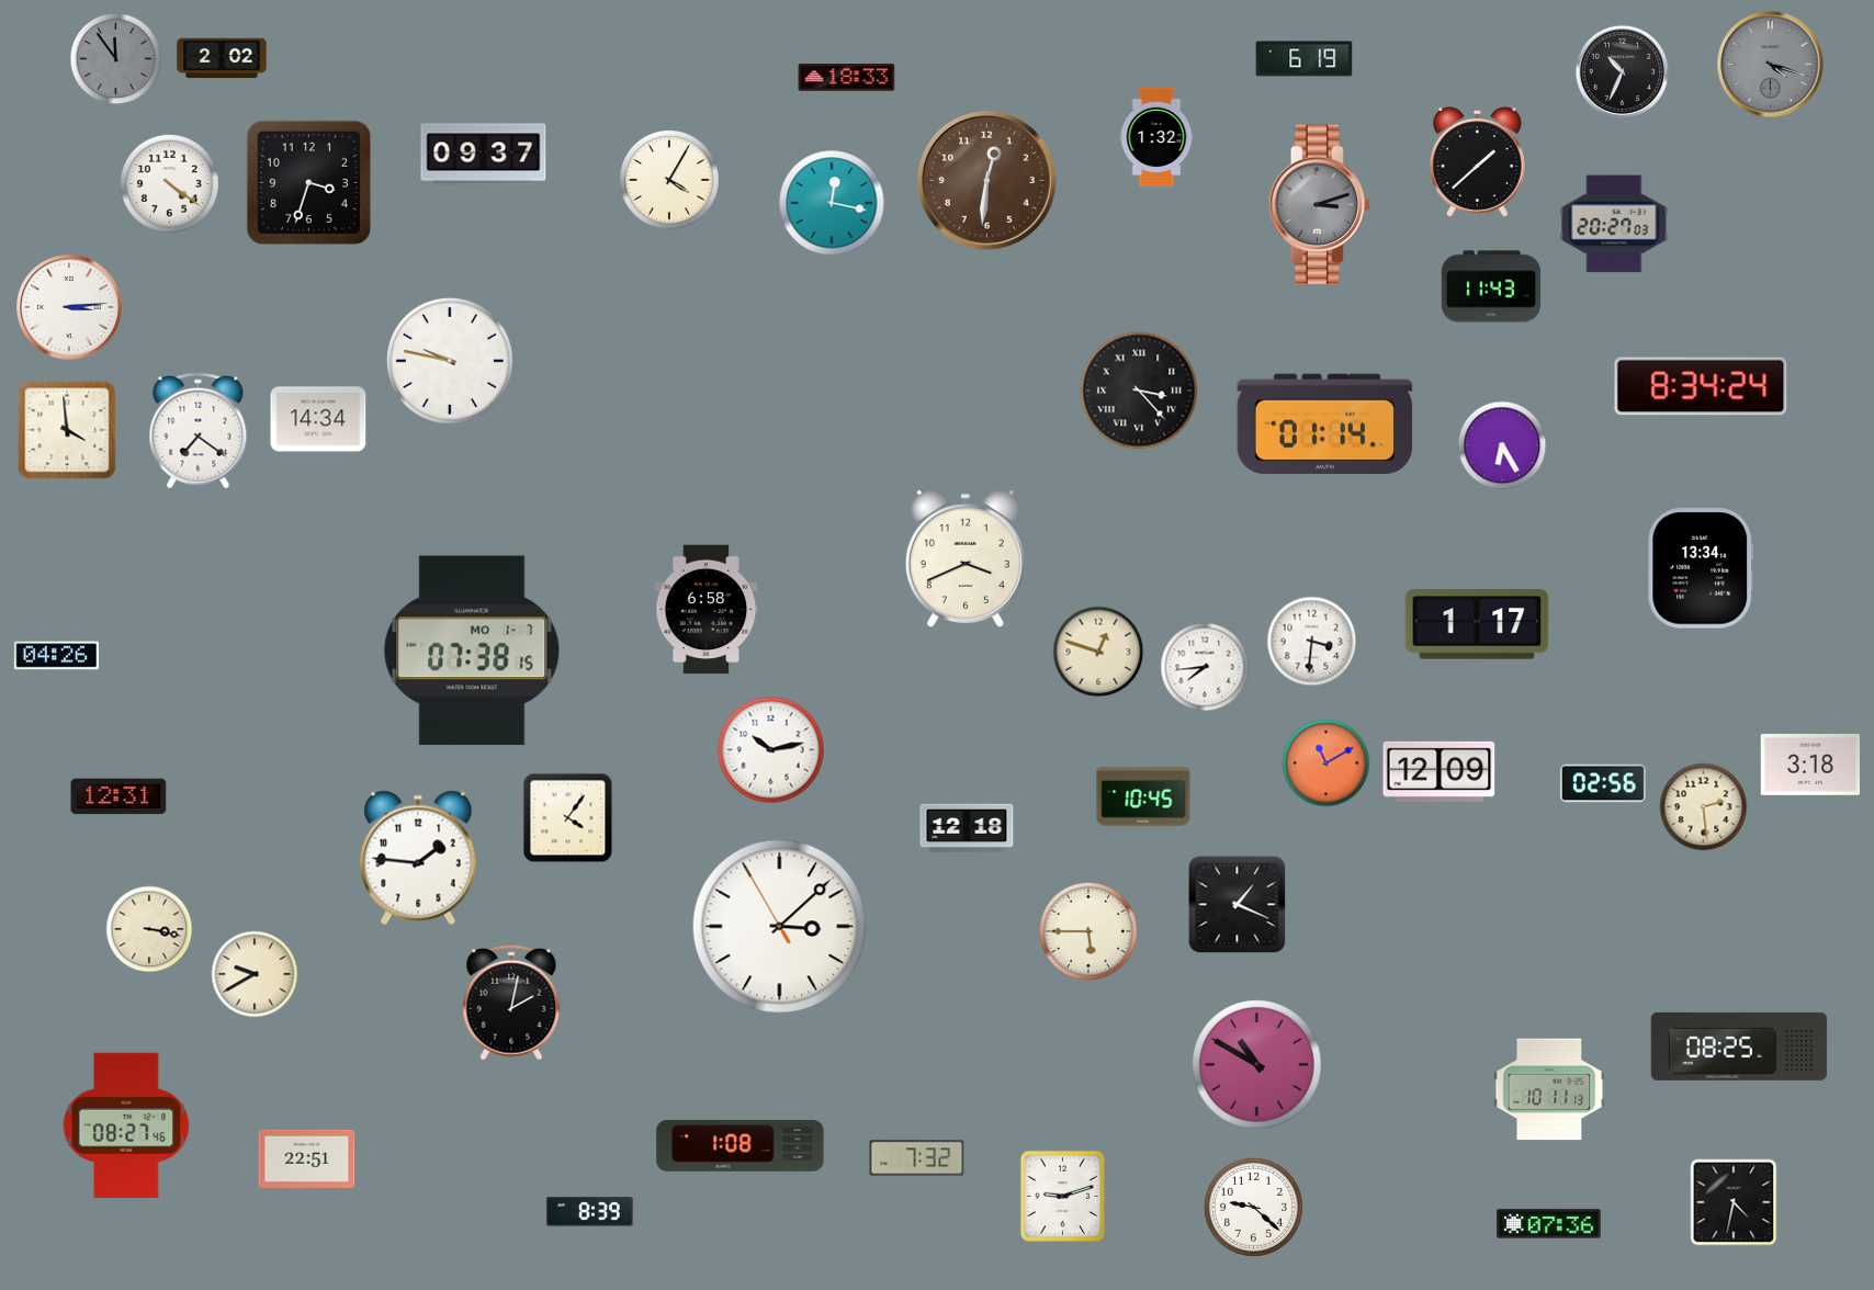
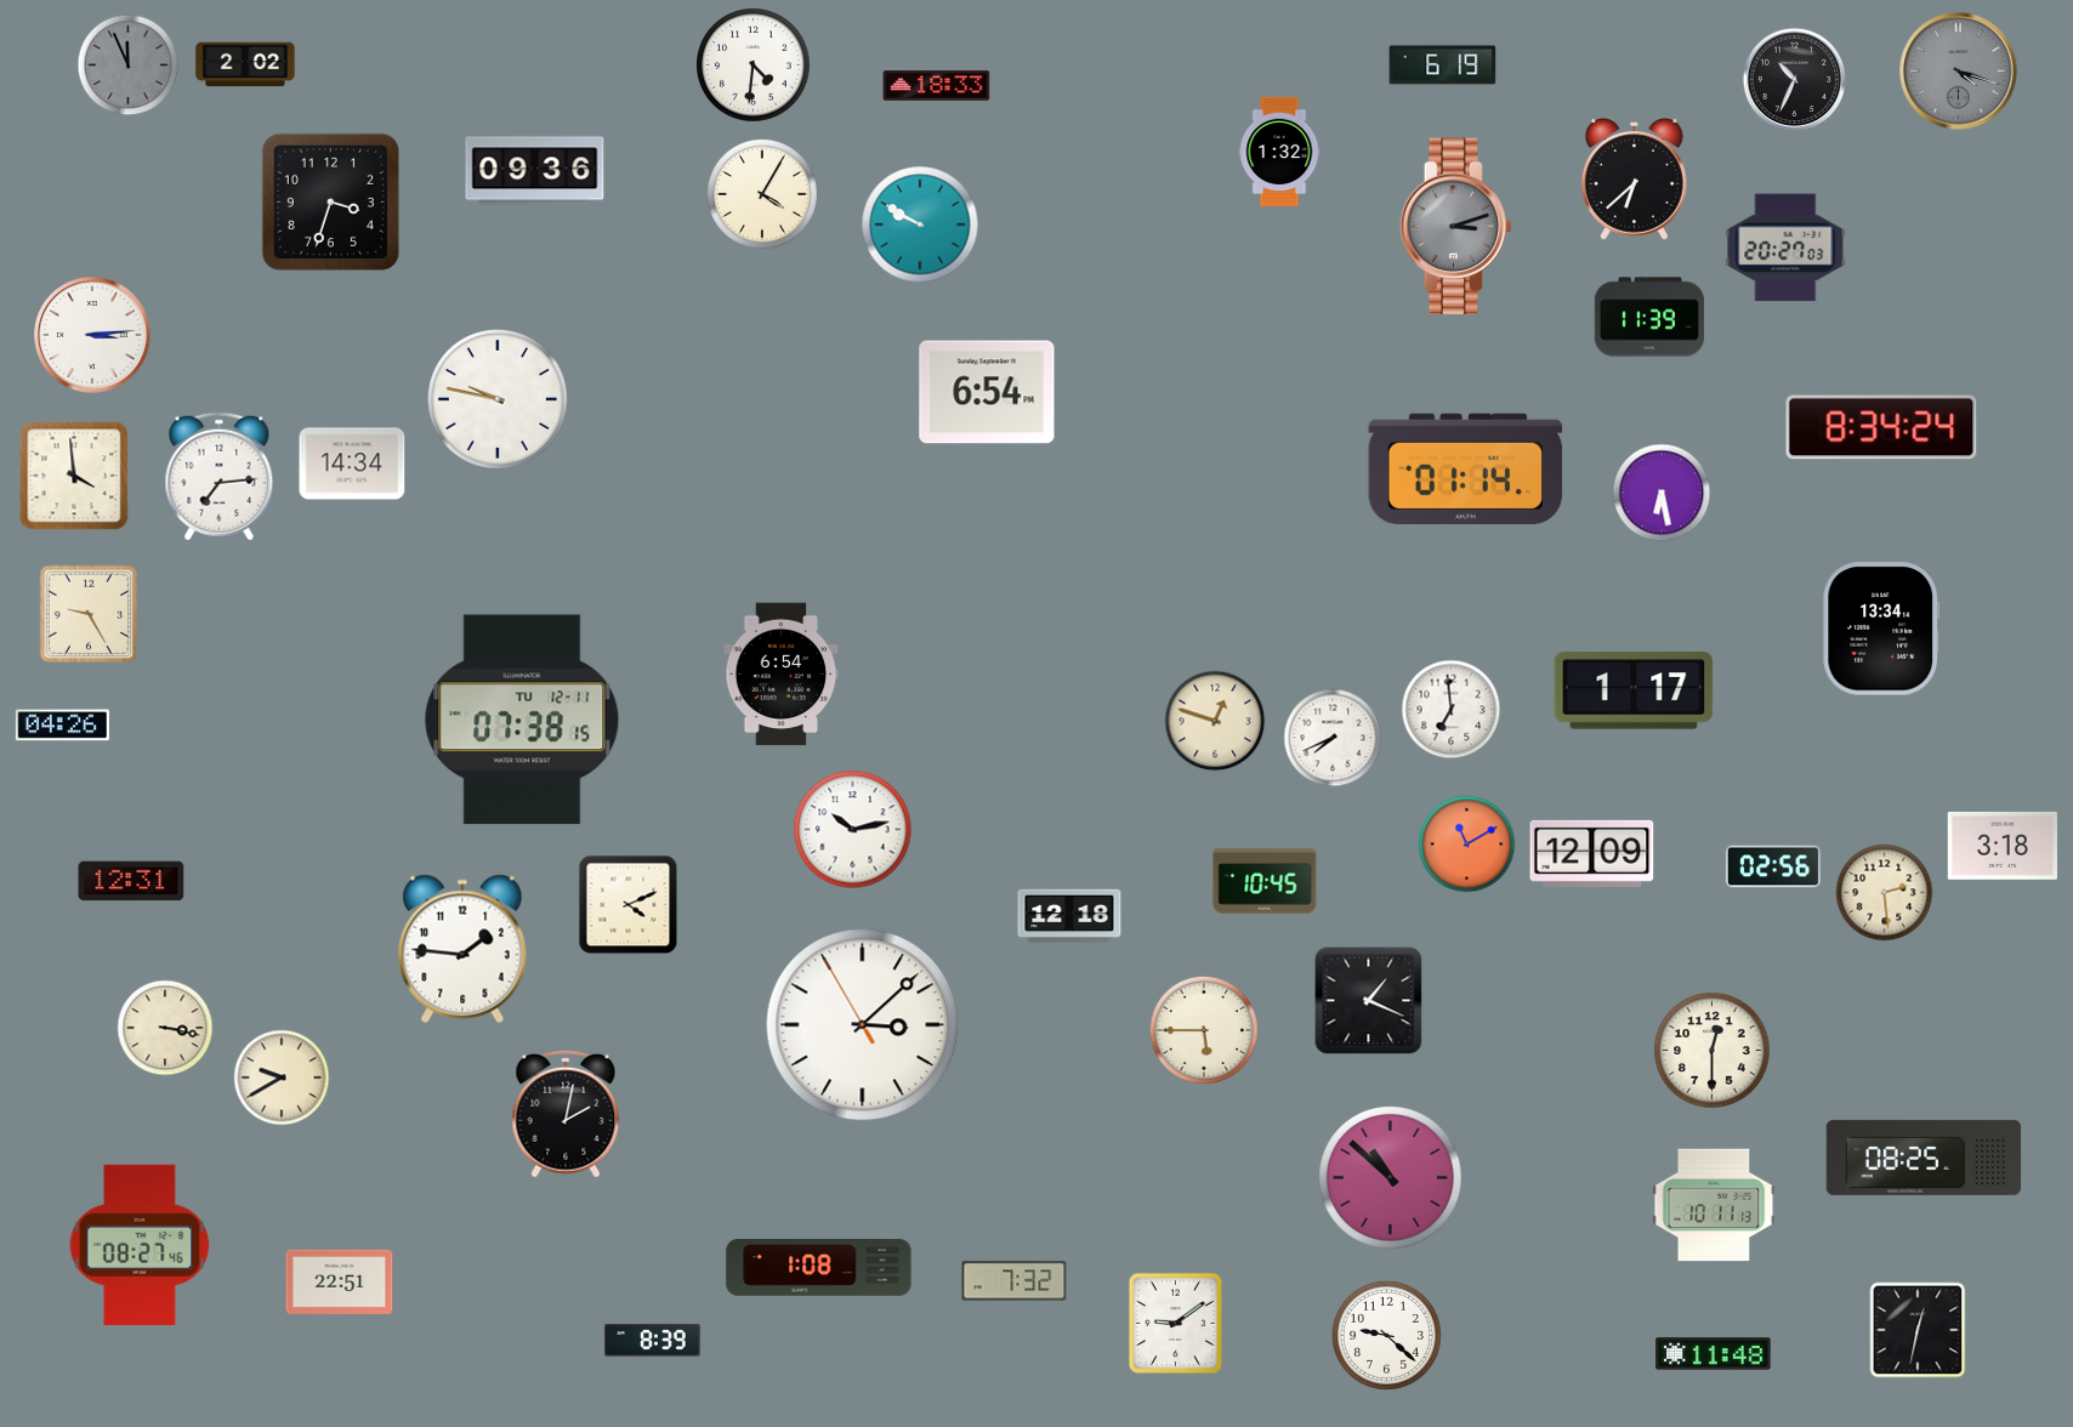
clock at (116, 59): 11:54 -> 11:56
clock at (754, 66): none -> 4:31
clock at (484, 155): 09:37 -> 09:36
clock at (1477, 162): 1:38 -> 6:38
clock at (669, 180) position: (669, 180) -> (762, 194)
clock at (986, 180): 12:31 -> none
clock at (308, 182) position: (308, 182) -> (330, 201)
clock at (169, 183): 4:21 -> none
clock at (832, 203): 12:17 -> 9:50
clock at (1319, 205) position: (1319, 205) -> (1455, 227)
clock at (1491, 286): 11:43 -> 11:39
clock at (69, 307) position: (69, 307) -> (92, 335)
clock at (987, 392): none -> 6:54
clock at (1139, 391): 3:23 -> none
clock at (199, 431): 7:21 -> 7:14
clock at (1502, 445): 6:25 -> 6:28
clock at (87, 613): none -> 9:25
clock at (966, 558): 3:41 -> none
clock at (707, 610): 6:58 -> 6:54
clock at (1312, 642): 3:31 -> 6:59
clock at (472, 650) date: MO 1-7 -> TU 12-11
clock at (1205, 667): 7:44 -> 7:41
clock at (568, 818): 4:06 -> 4:11
clock at (1713, 1051): none -> 12:30
clock at (511, 1003) position: (511, 1003) -> (566, 1114)
clock at (1257, 1065): 10:50 -> 10:52
clock at (1063, 1197): 9:12 -> 9:09
clock at (1734, 1202): 4:32 -> 12:32
clock at (1549, 1224): 07:36 -> 11:48
